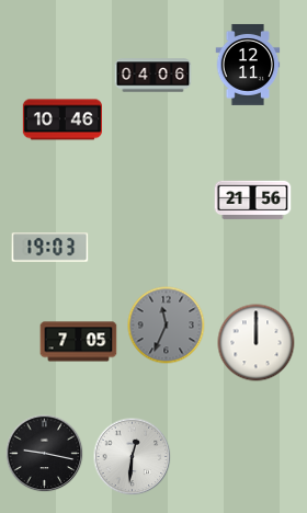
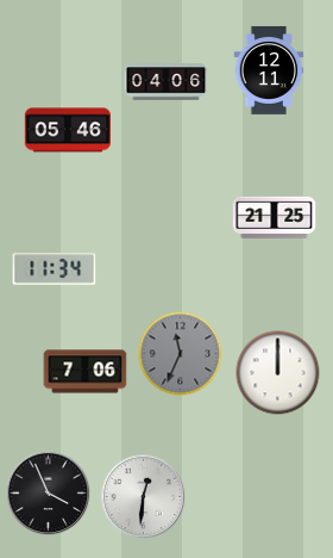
clock at (61, 119): 10:46 -> 05:46
clock at (253, 201): 21:56 -> 21:25
clock at (50, 248): 19:03 -> 11:34
clock at (79, 342): 7:05 -> 7:06
clock at (45, 454): 9:17 -> 3:56
